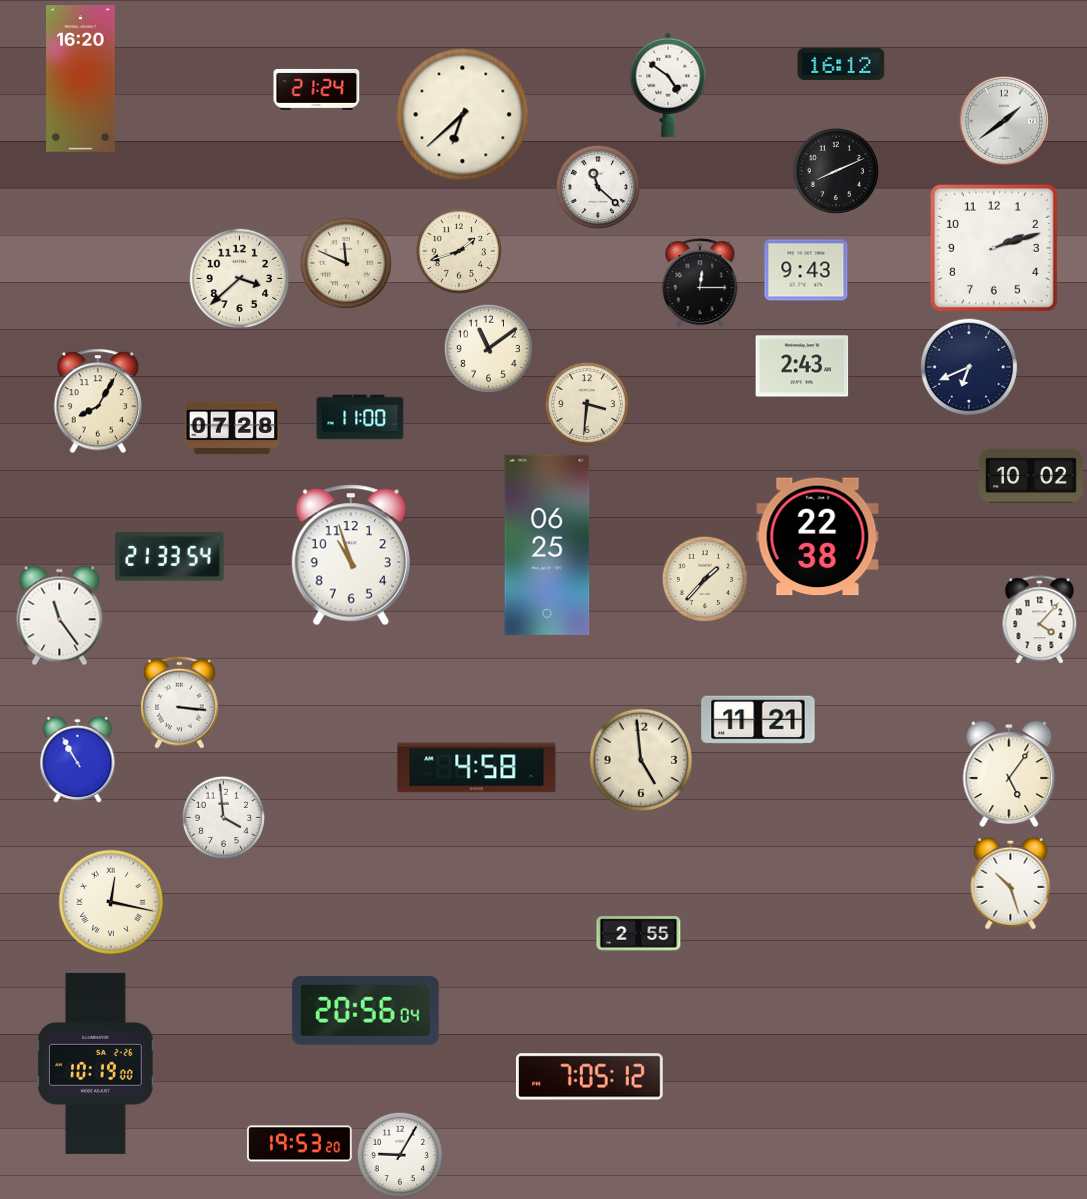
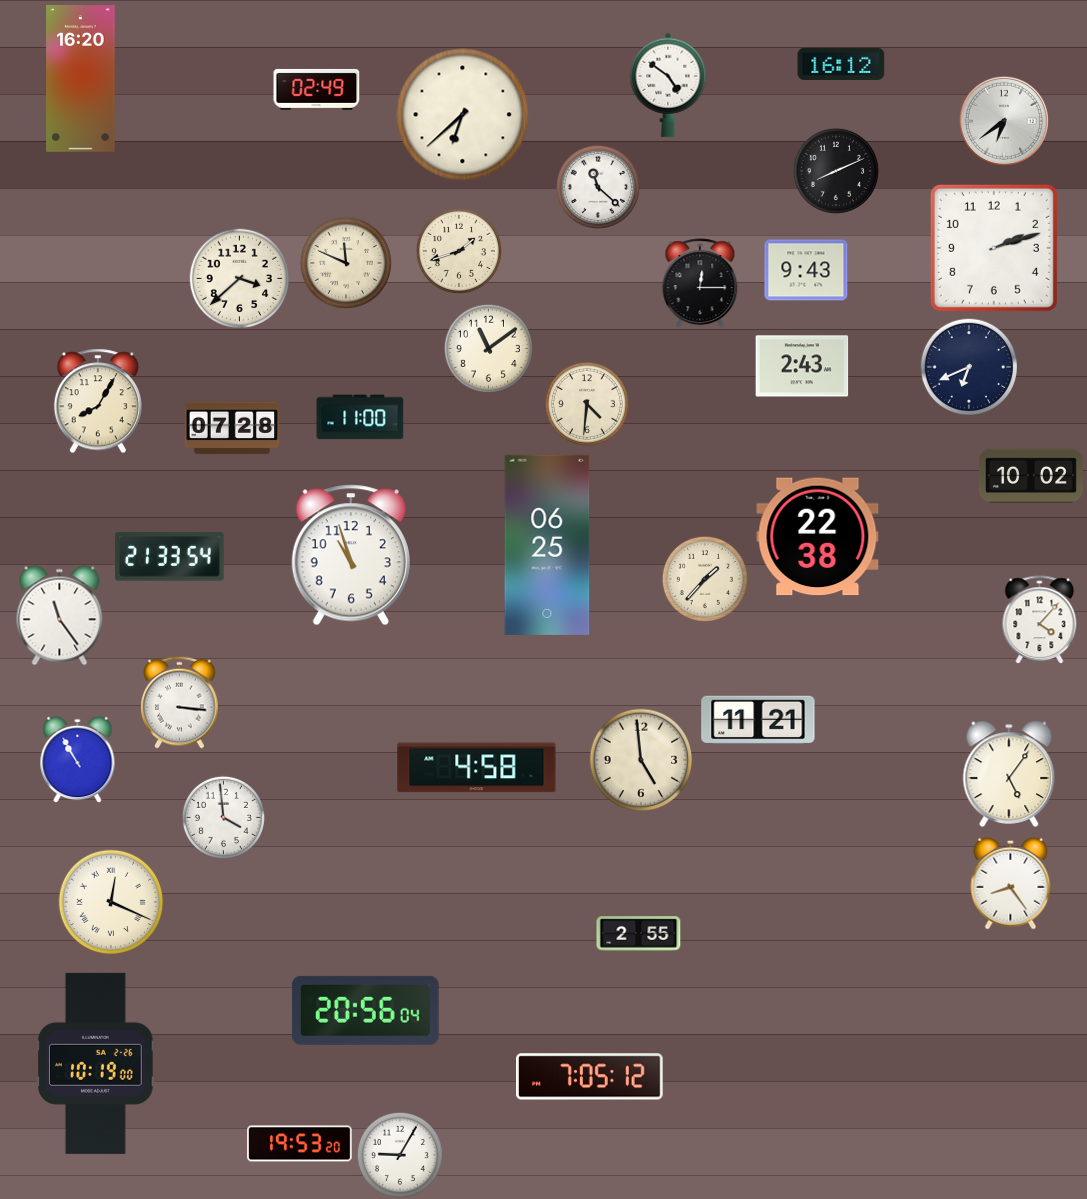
clock at (317, 89): 21:24 -> 02:49
clock at (1004, 121): 1:39 -> 6:39
clock at (587, 404): 3:31 -> 4:31
clock at (1011, 883): 10:27 -> 8:24
clock at (111, 902): 12:17 -> 12:19
